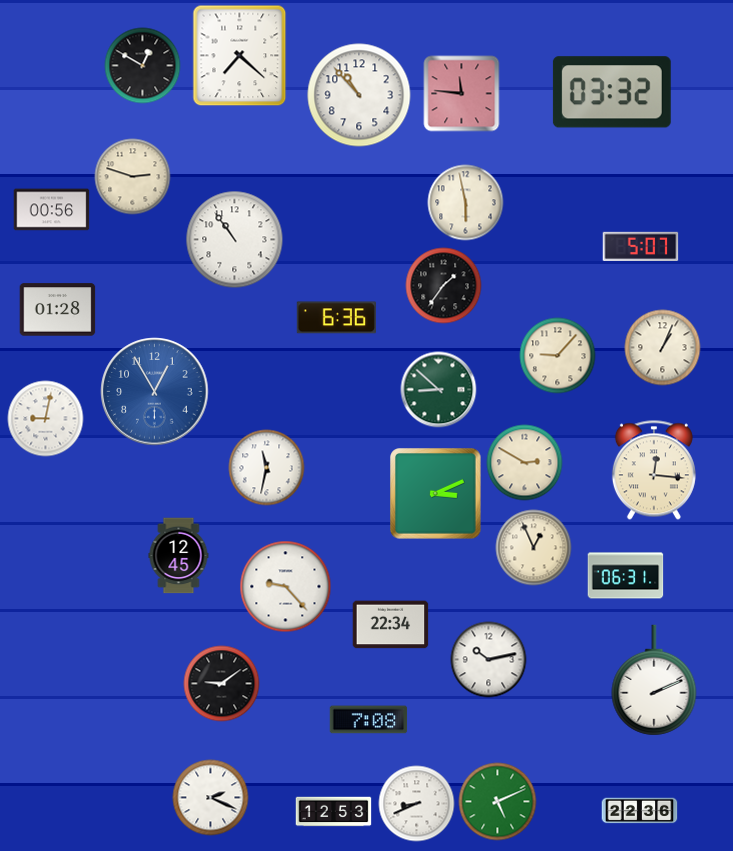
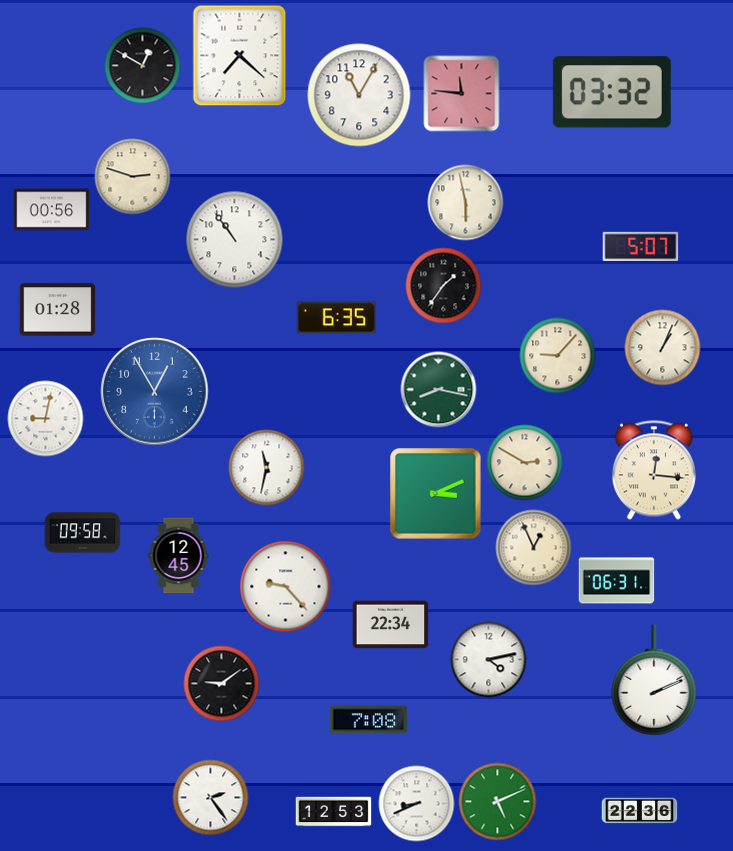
clock at (359, 95): 10:53 -> 11:05
clock at (336, 318): 6:36 -> 6:35
clock at (439, 390): 8:52 -> 8:17
clock at (83, 533): none -> 09:58
clock at (626, 576) position: (626, 576) -> (617, 581)
clock at (489, 660): 10:13 -> 4:13
clock at (211, 798): 2:19 -> 2:24
